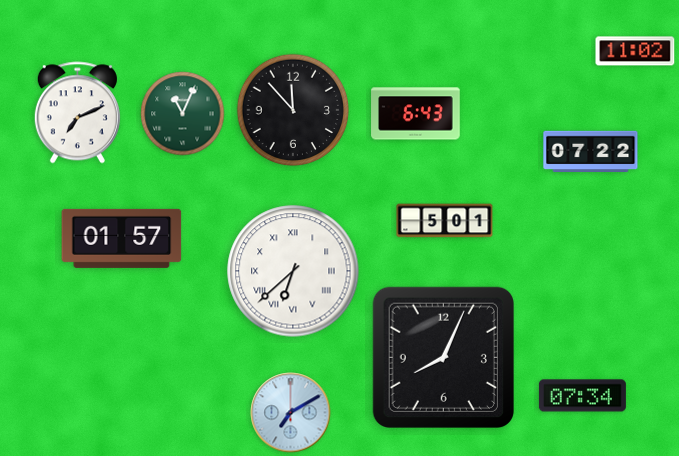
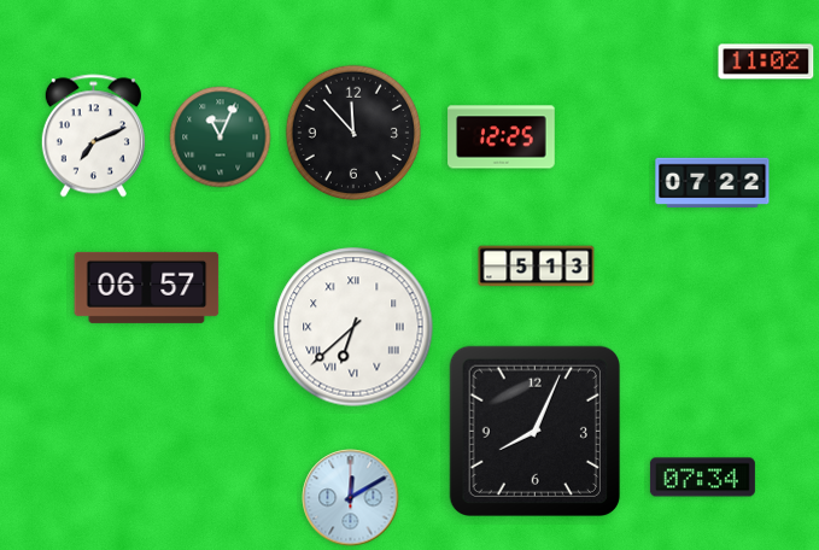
clock at (416, 114): 6:43 -> 12:25
clock at (445, 221): 5:01 -> 5:13
clock at (122, 238): 01:57 -> 06:57
clock at (291, 413): 7:10 -> 12:10
